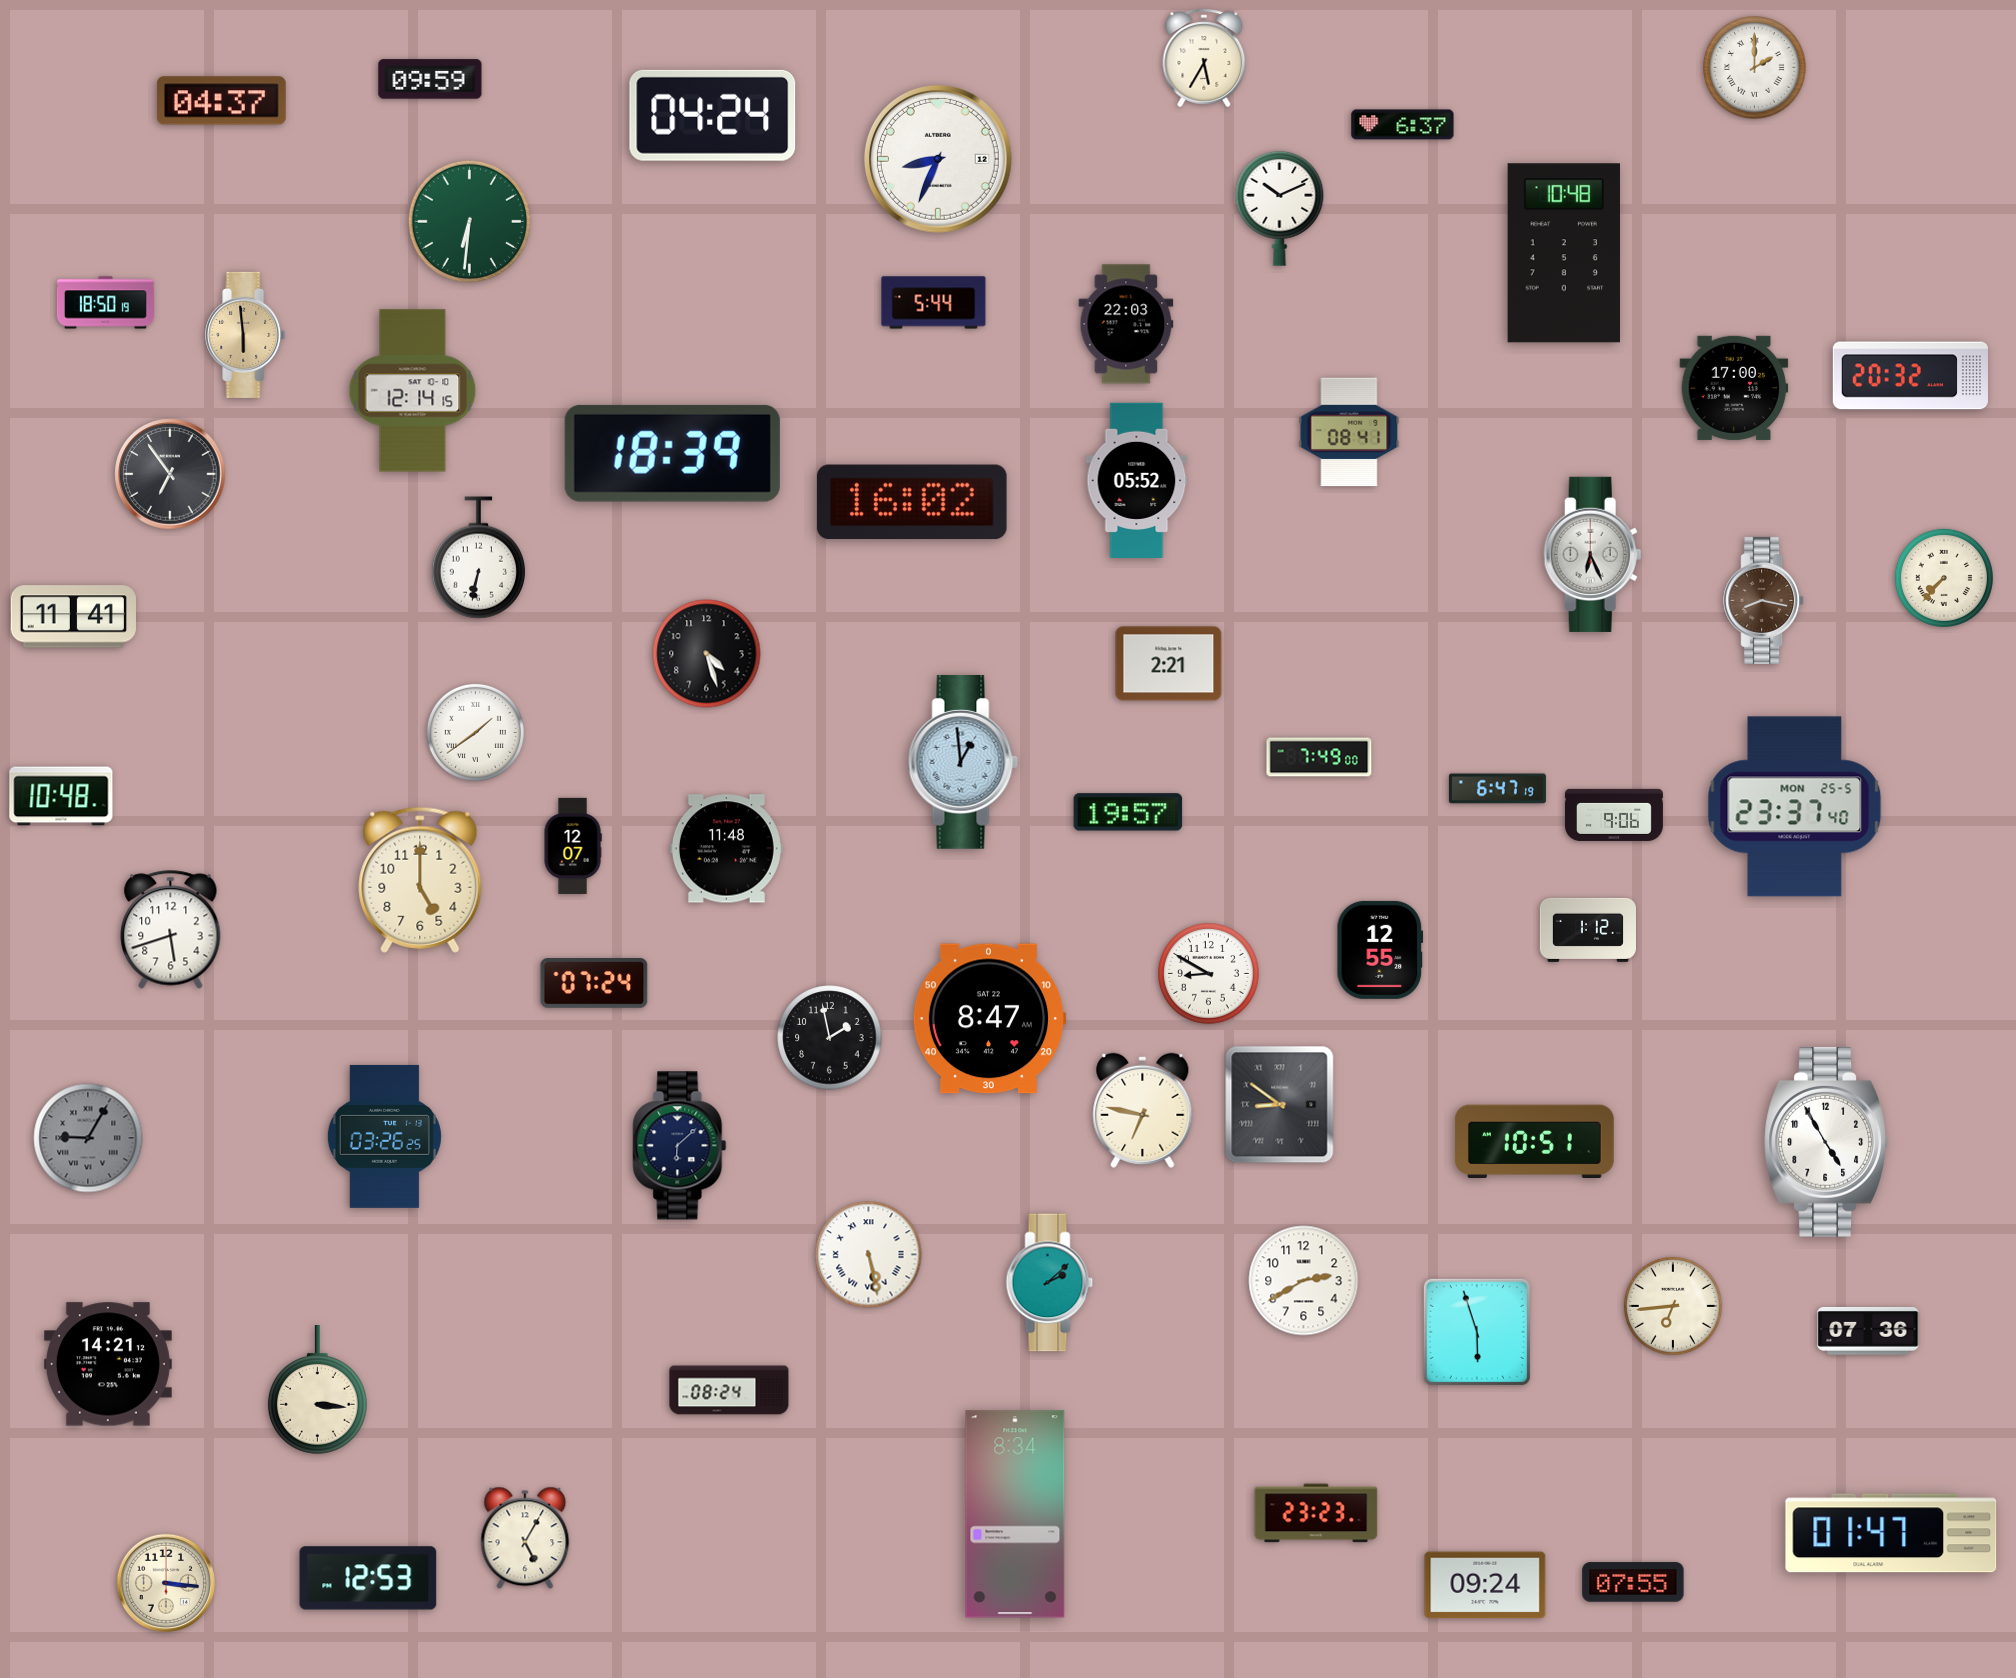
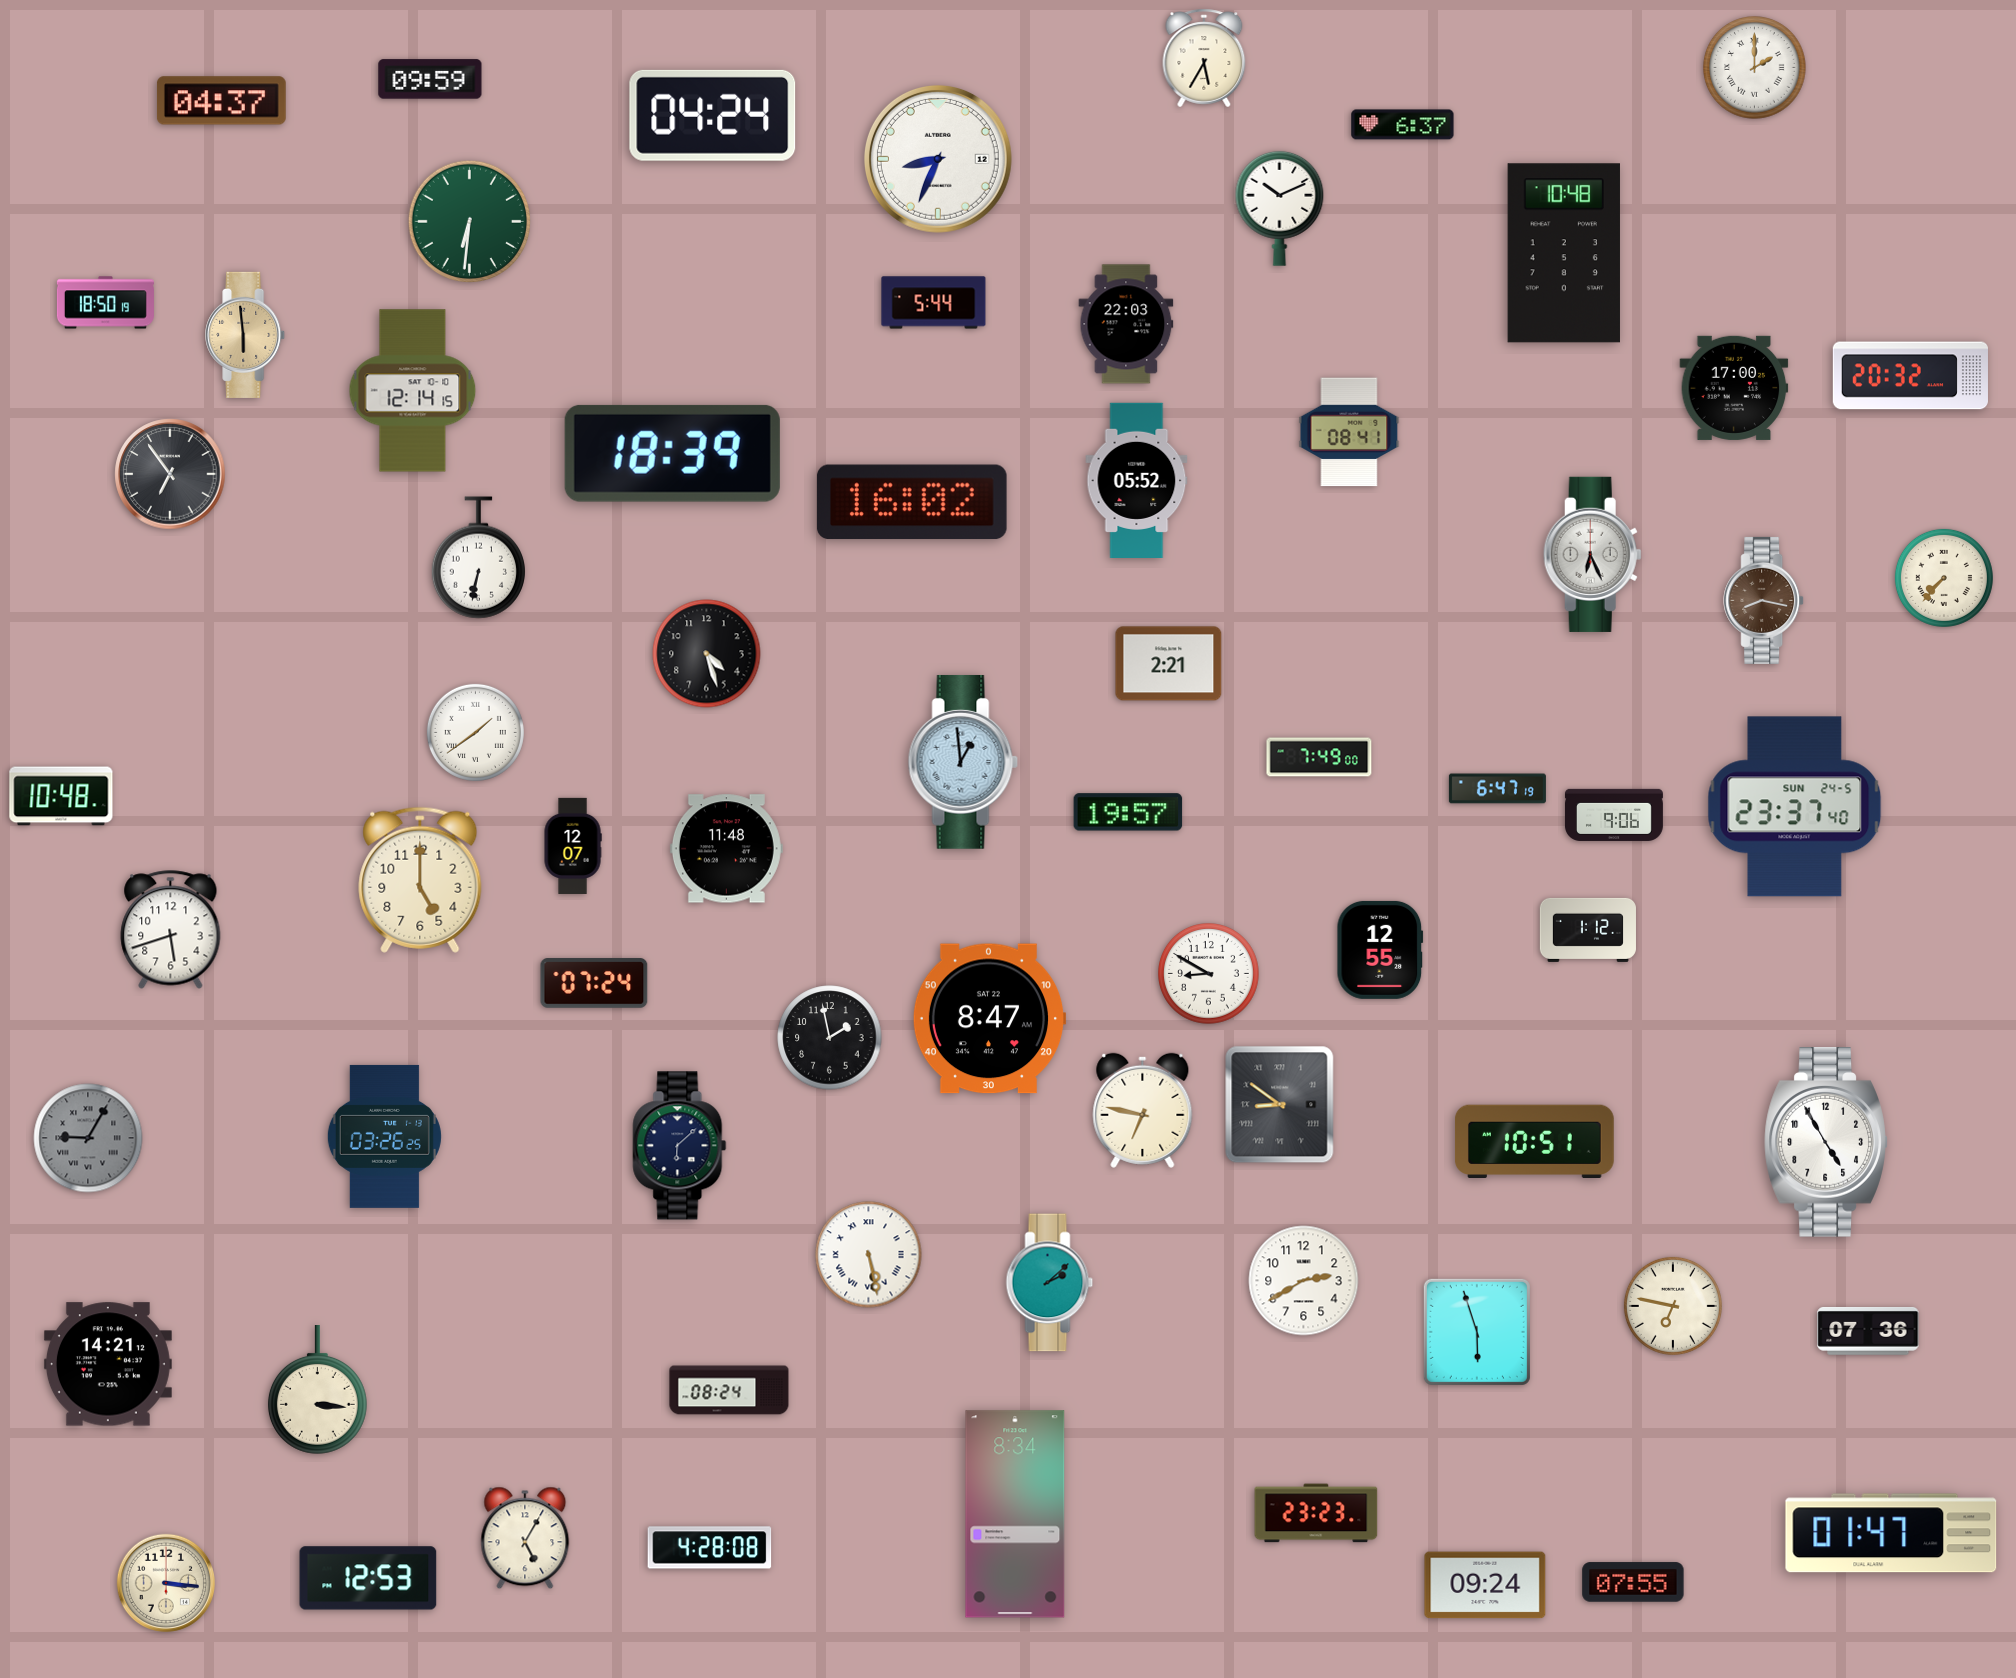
clock at (73, 617): 11:41 -> none
clock at (1795, 807) date: MON 25-5 -> SUN 24-5
clock at (1673, 1306): 6:44 -> 6:47
clock at (710, 1548): none -> 4:28
